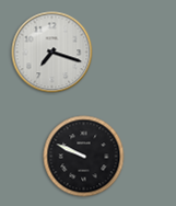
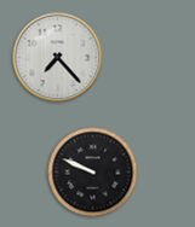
clock at (52, 53): 7:18 -> 7:23
